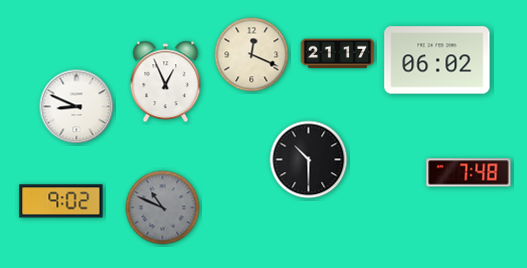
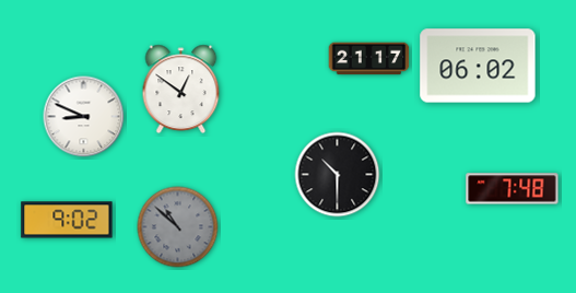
clock at (252, 55): 12:19 -> none
clock at (166, 82): 12:56 -> 12:51
clock at (163, 208): 10:49 -> 10:52
